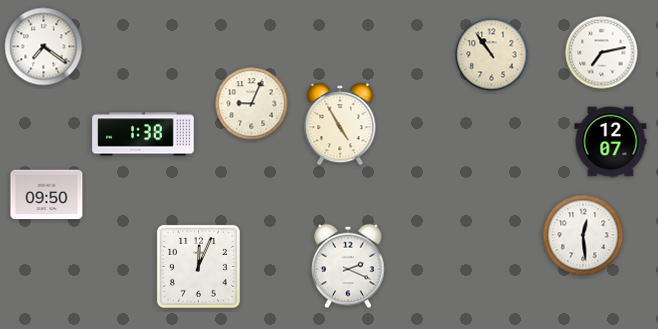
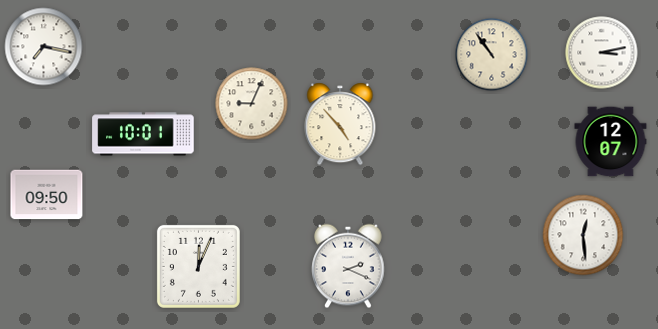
clock at (44, 47): 7:21 -> 7:17
clock at (602, 53): 7:13 -> 3:13
clock at (340, 124): 4:55 -> 4:53
clock at (143, 134): 1:38 -> 10:01
